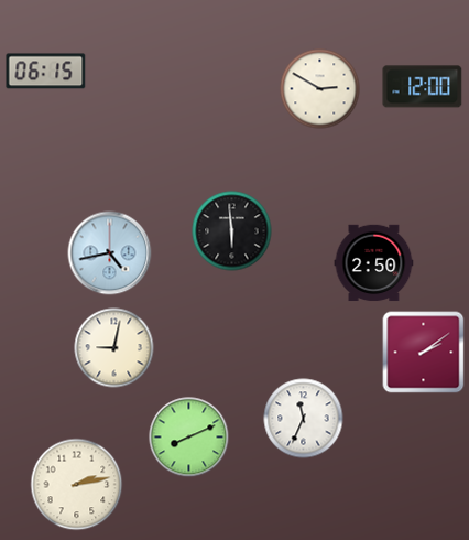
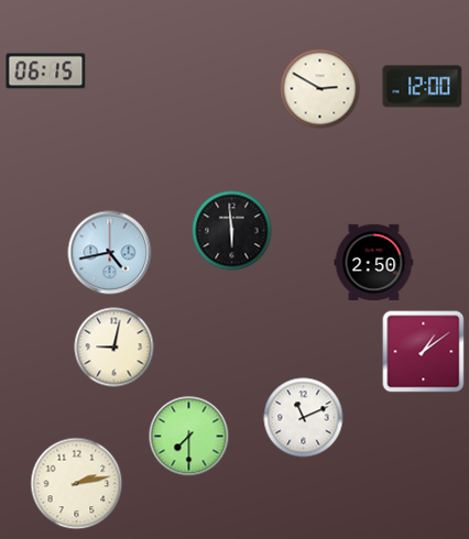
clock at (424, 353): 2:09 -> 1:09
clock at (304, 419): 11:34 -> 11:11
clock at (189, 438): 8:11 -> 7:30
